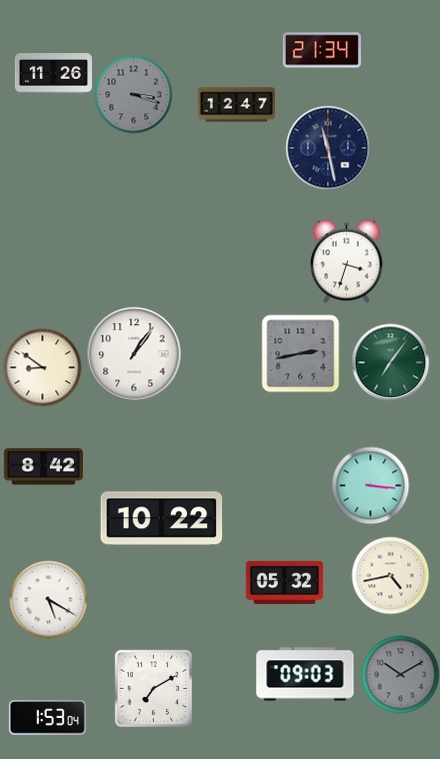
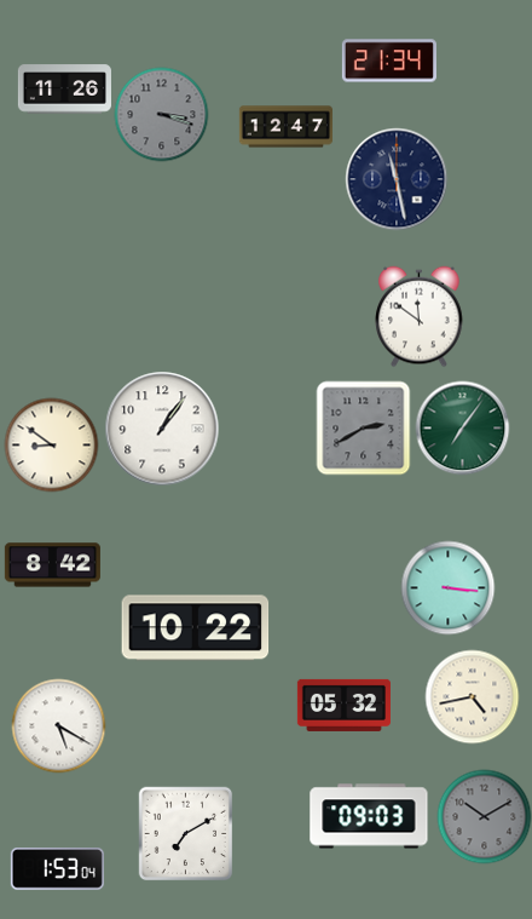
clock at (347, 261): 3:33 -> 11:51
clock at (300, 353): 2:43 -> 2:40
clock at (390, 362) position: (390, 362) -> (462, 427)
